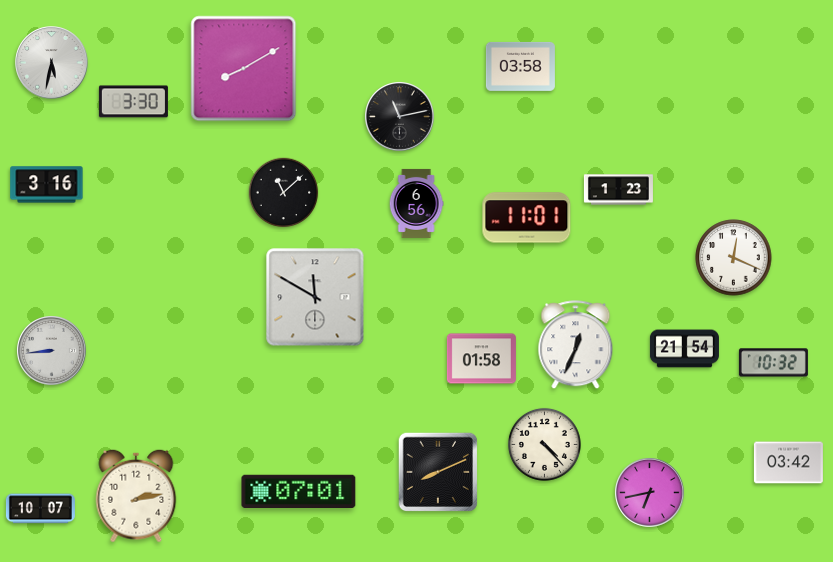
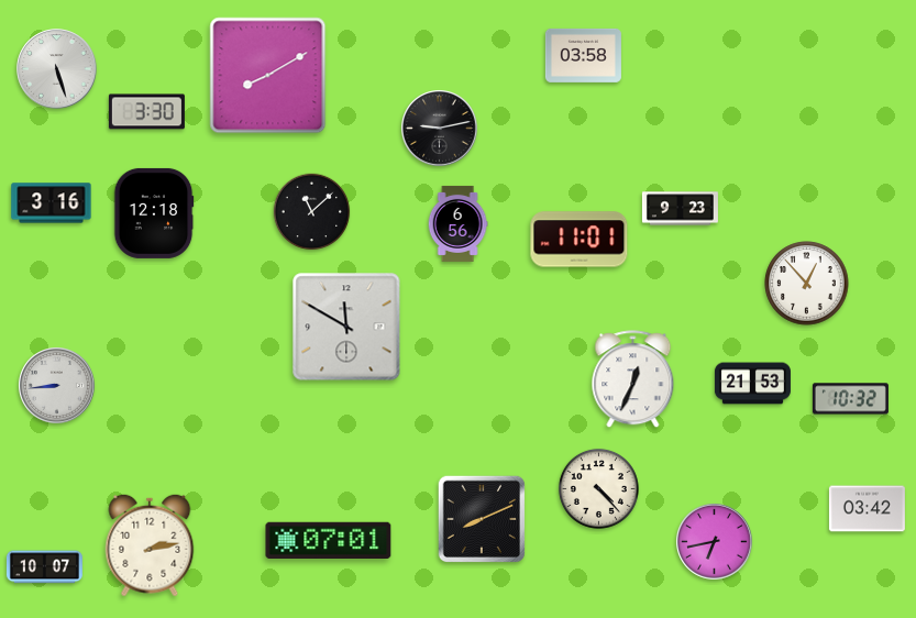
clock at (52, 63): 5:32 -> 5:27
clock at (520, 66) position: (520, 66) -> (583, 55)
clock at (400, 117): 11:13 -> 9:13
clock at (618, 190): 1:23 -> 9:23
clock at (154, 213): none -> 12:18
clock at (734, 258): 12:19 -> 12:53
clock at (684, 349): 21:54 -> 21:53
clock at (481, 359): 01:58 -> none
clock at (40, 509) position: (40, 509) -> (44, 567)
